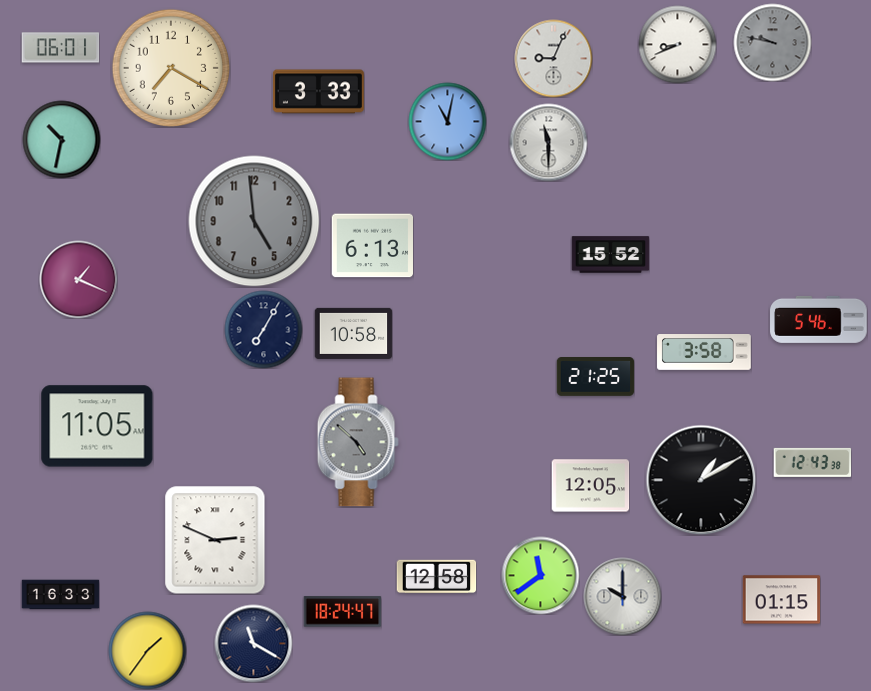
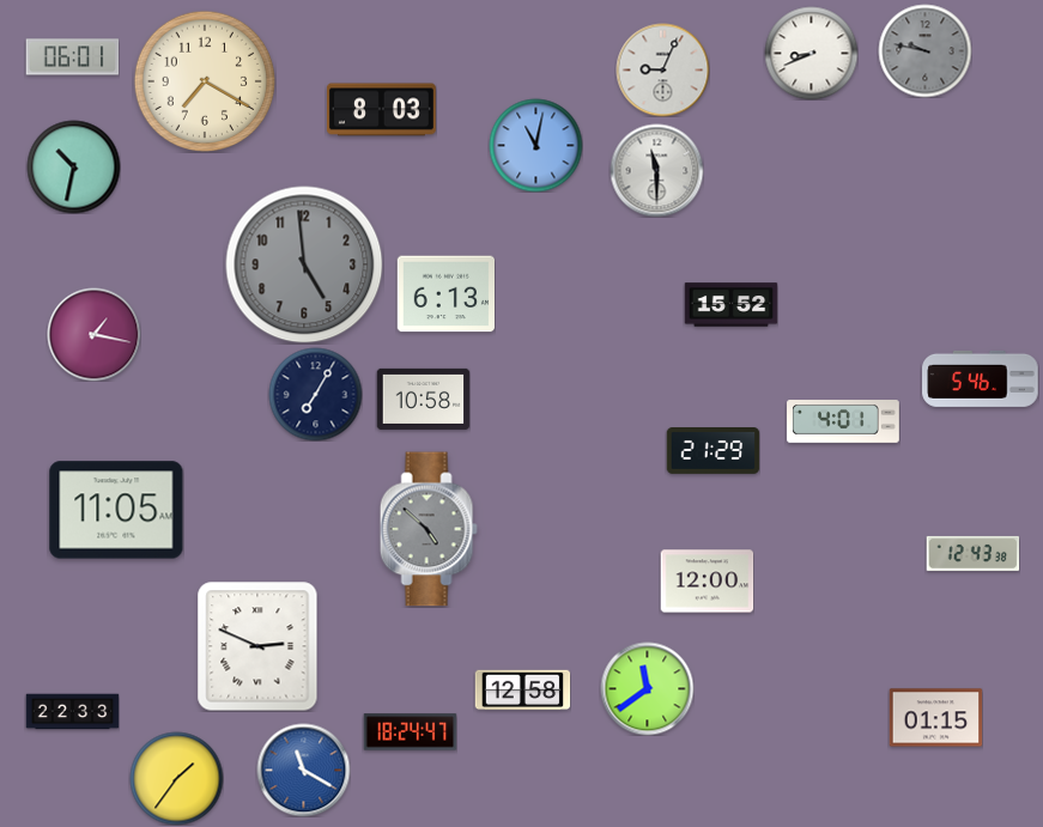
clock at (318, 92): 3:33 -> 8:03
clock at (78, 279): 1:19 -> 1:17
clock at (819, 319) position: (819, 319) -> (981, 378)
clock at (704, 352): 3:58 -> 4:01
clock at (595, 377): 21:25 -> 21:29
clock at (701, 480): 1:10 -> none
clock at (590, 486): 12:05 -> 12:00
clock at (60, 595): 16:33 -> 22:33
clock at (622, 596): 10:00 -> none
clock at (253, 643) dial: navy -> blue
